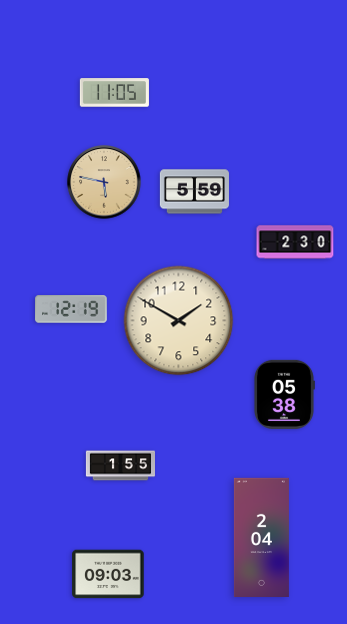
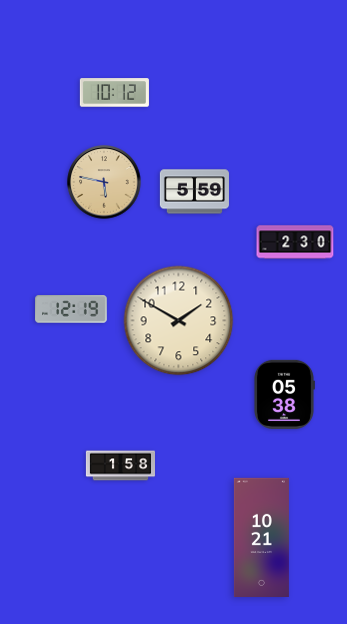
clock at (114, 93): 11:05 -> 10:12
clock at (120, 466): 1:55 -> 1:58
clock at (261, 537): 2:04 -> 10:21
clock at (108, 574): 09:03 -> none
